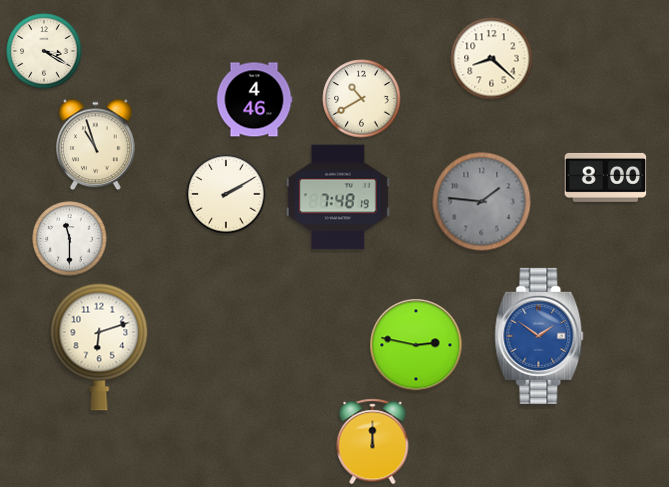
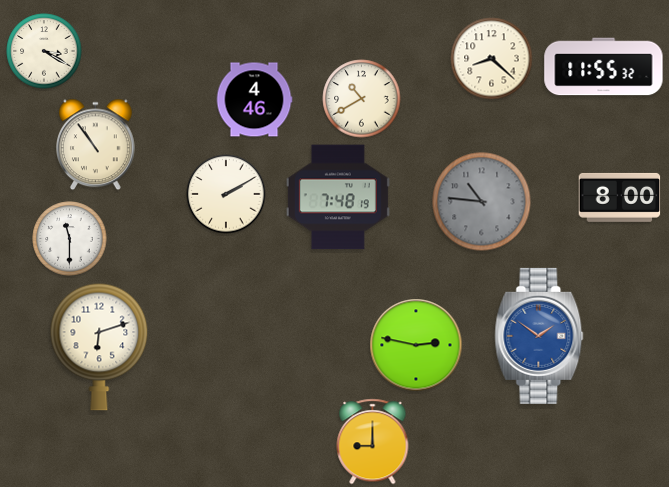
clock at (604, 67): none -> 11:55
clock at (96, 145): 10:57 -> 10:54
clock at (606, 177) position: (606, 177) -> (620, 197)
clock at (482, 202): 1:46 -> 10:46
clock at (373, 442): 12:00 -> 9:00
